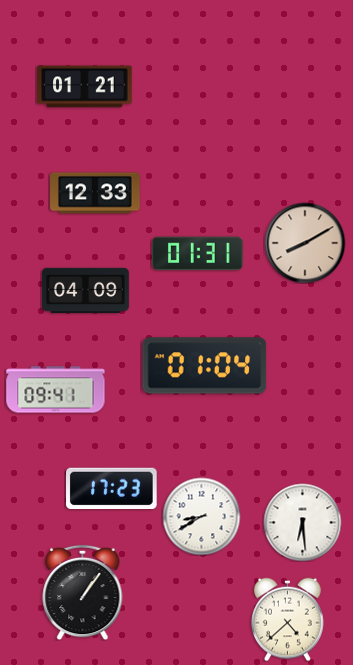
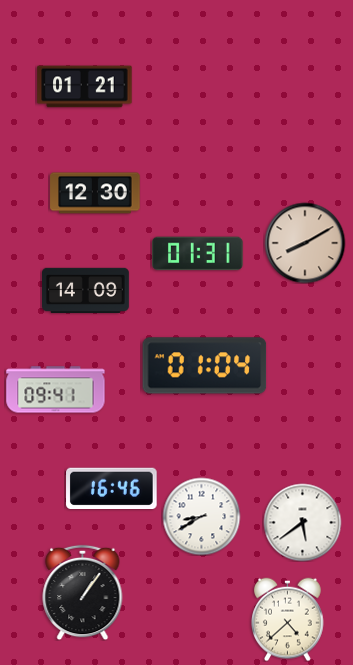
clock at (95, 193): 12:33 -> 12:30
clock at (86, 290): 04:09 -> 14:09
clock at (112, 489): 17:23 -> 16:46
clock at (302, 522): 6:29 -> 5:39
